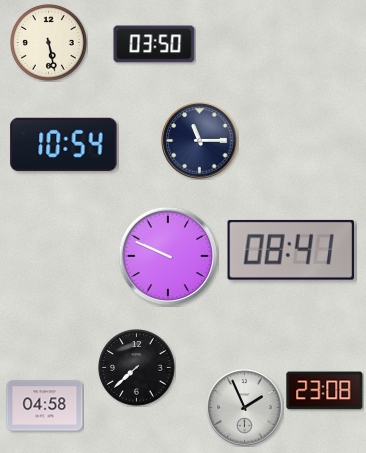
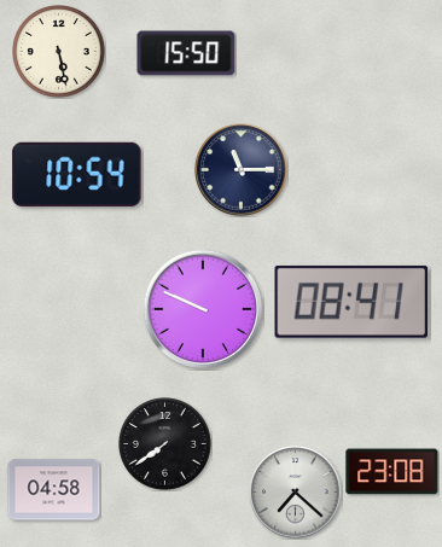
clock at (154, 44): 03:50 -> 15:50
clock at (137, 368): 7:38 -> 7:39
clock at (245, 408): 1:56 -> 7:22
